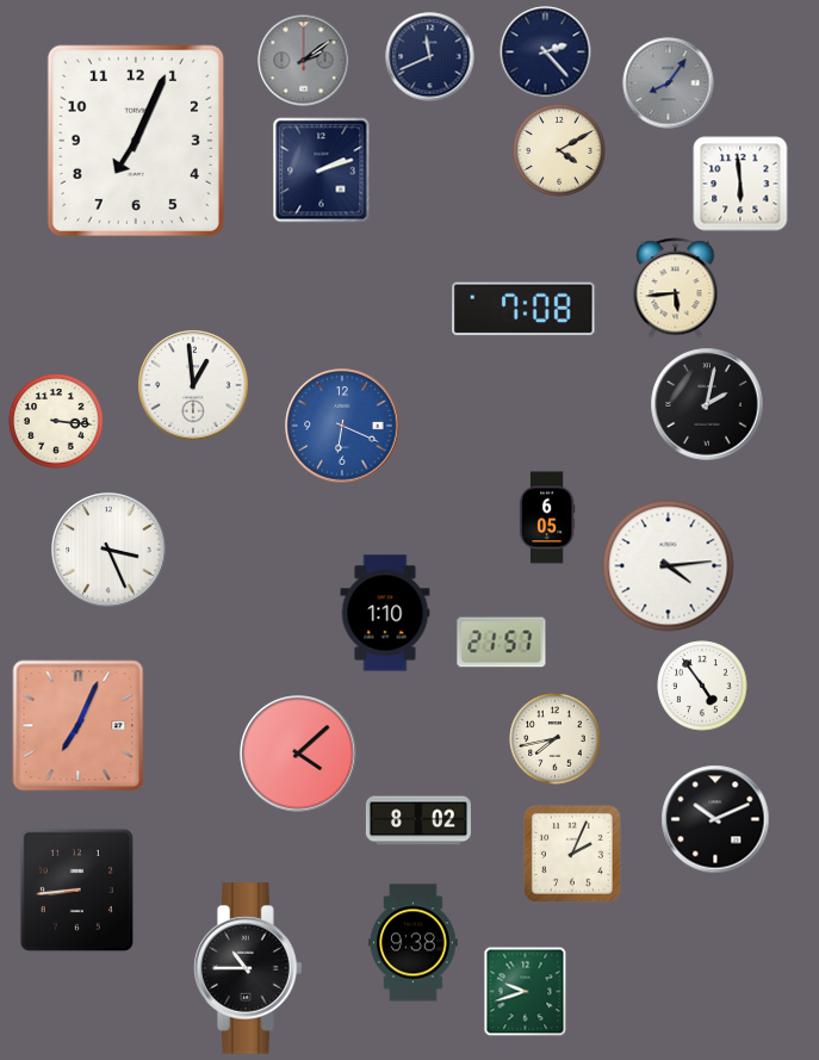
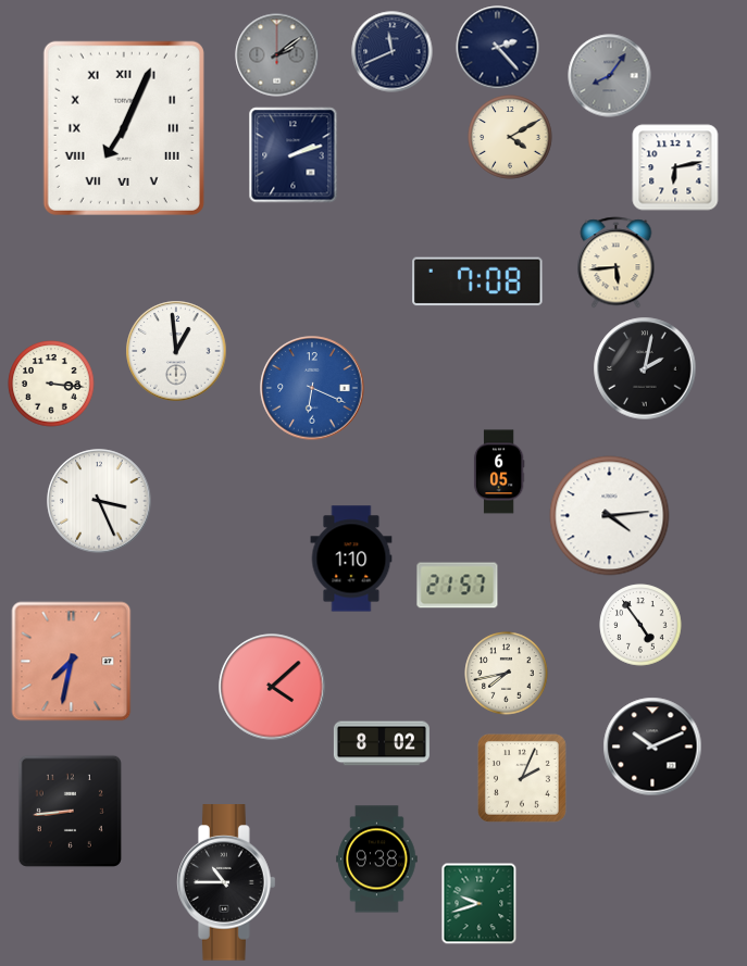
clock at (136, 141) numerals: Arabic -> Roman
clock at (740, 184): 5:59 -> 6:13
clock at (79, 726): 7:04 -> 7:32
clock at (418, 820) position: (418, 820) -> (382, 743)
